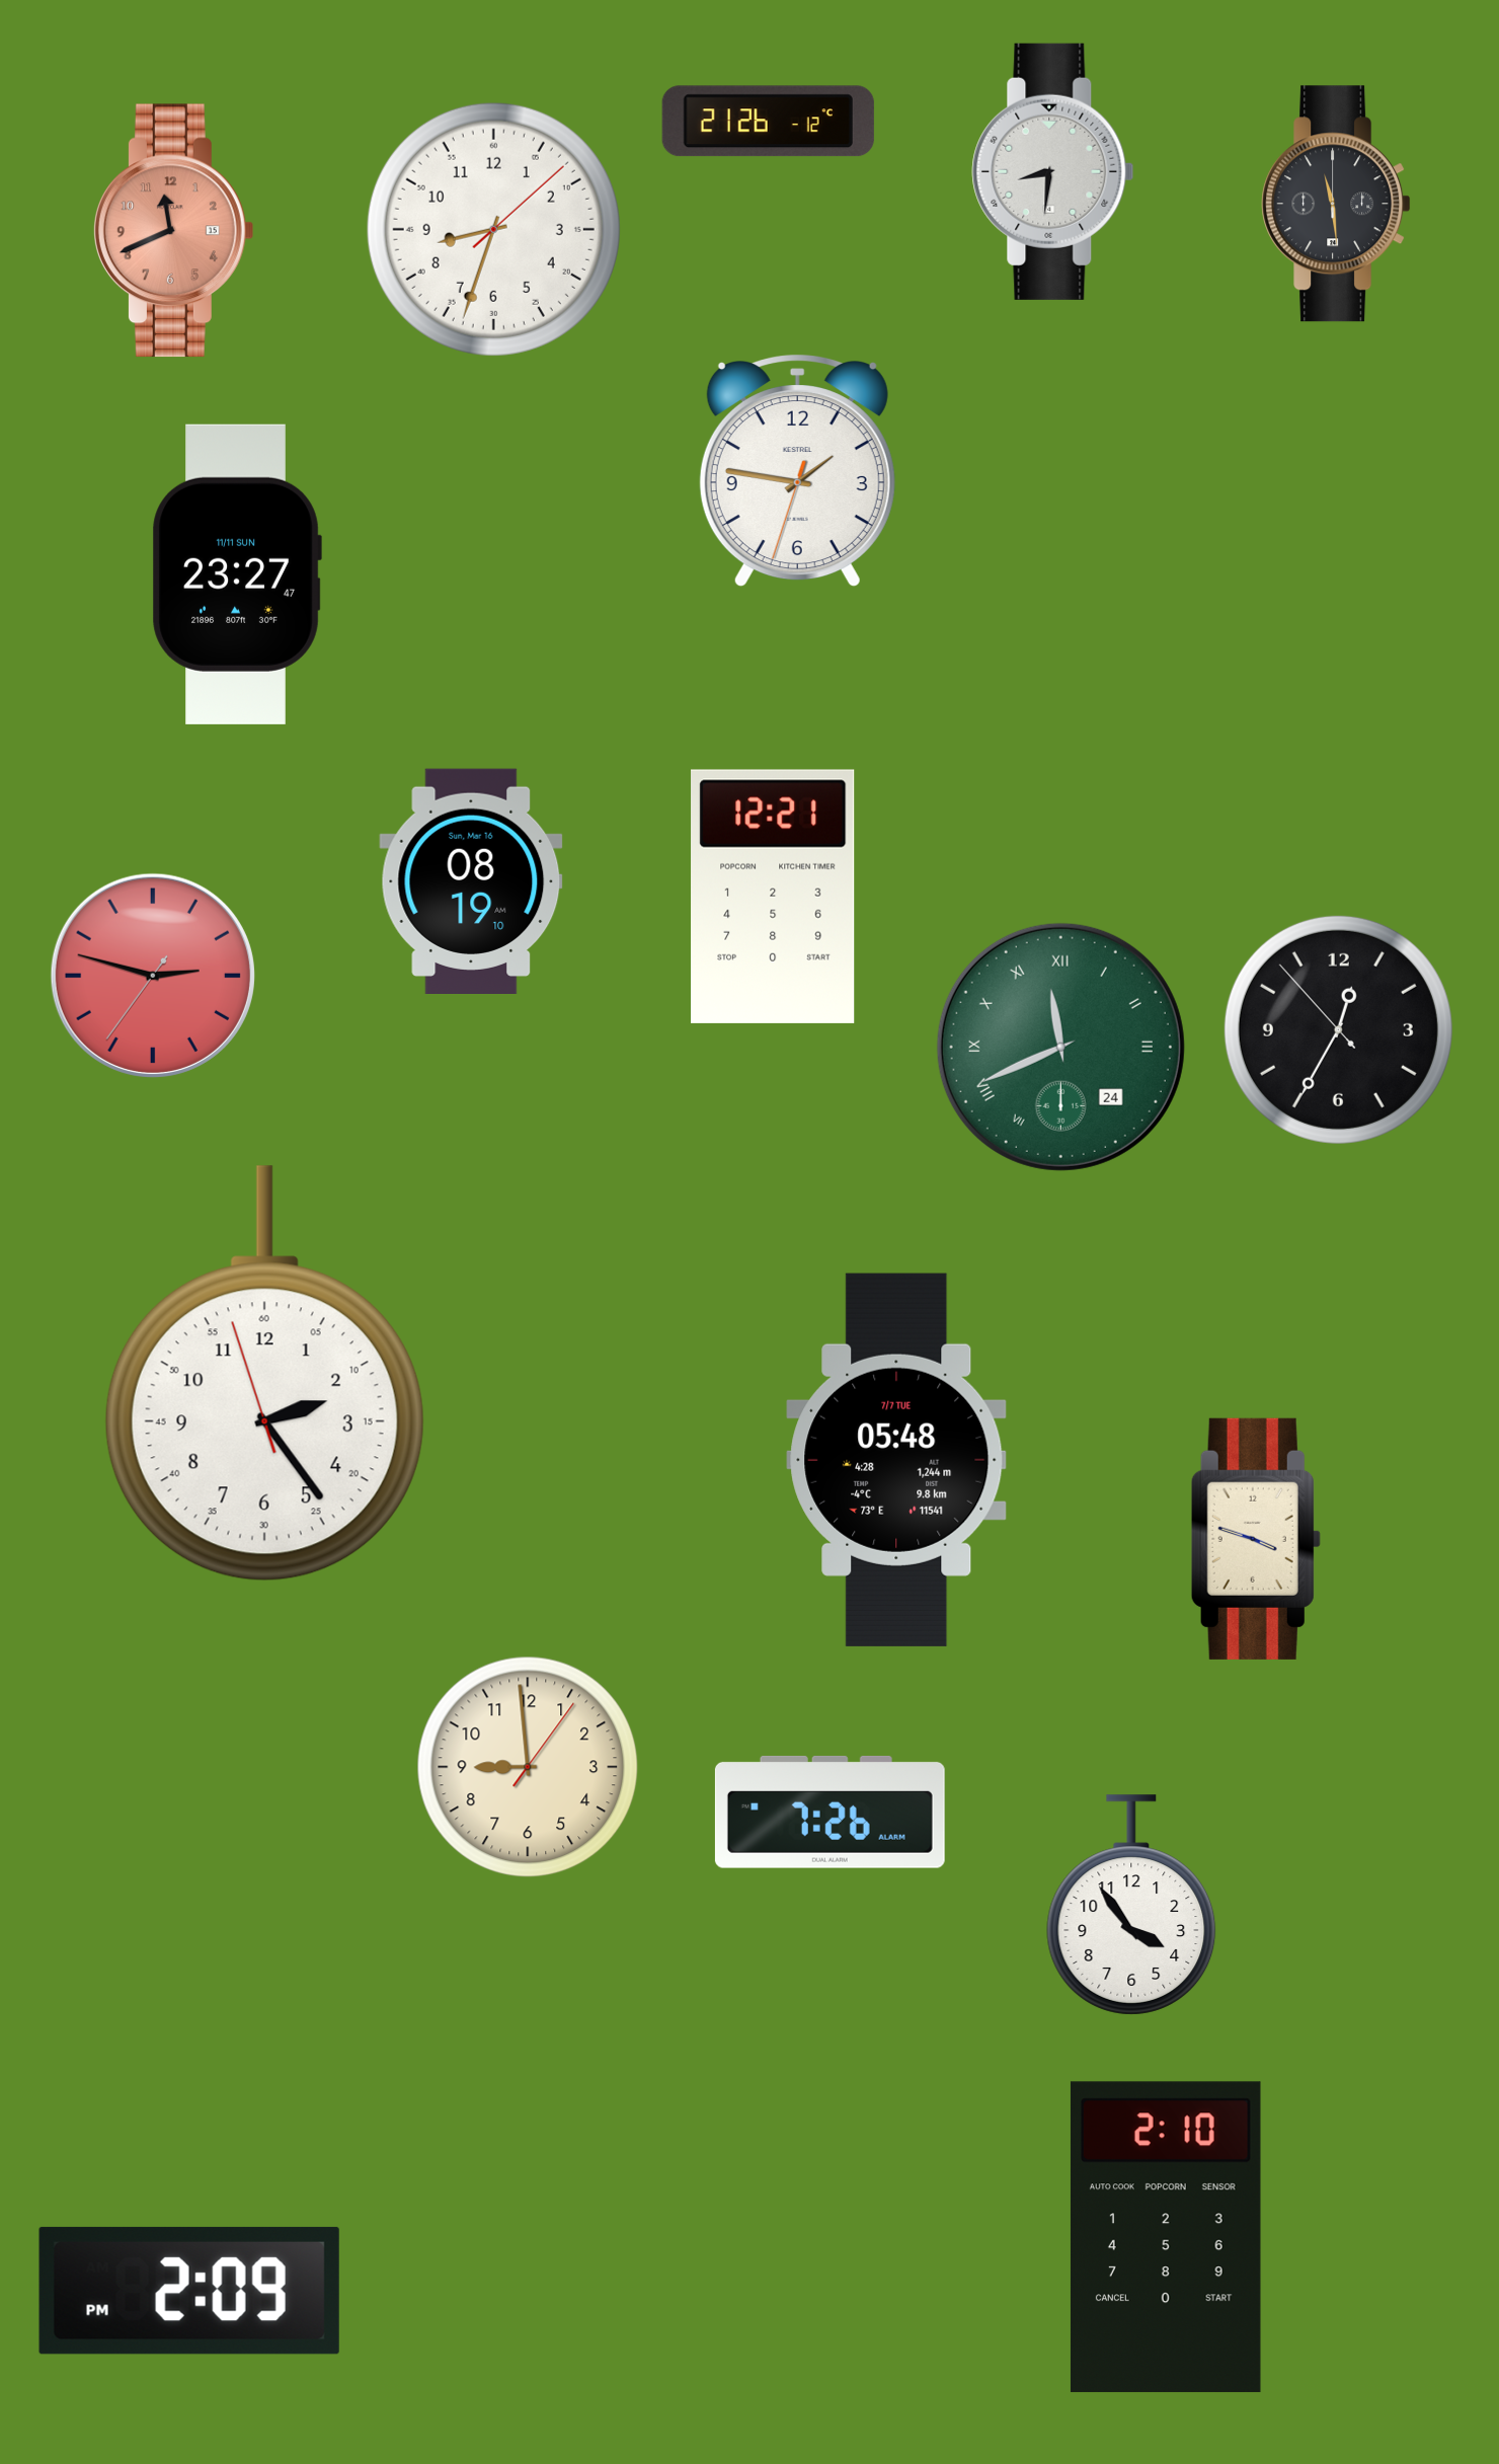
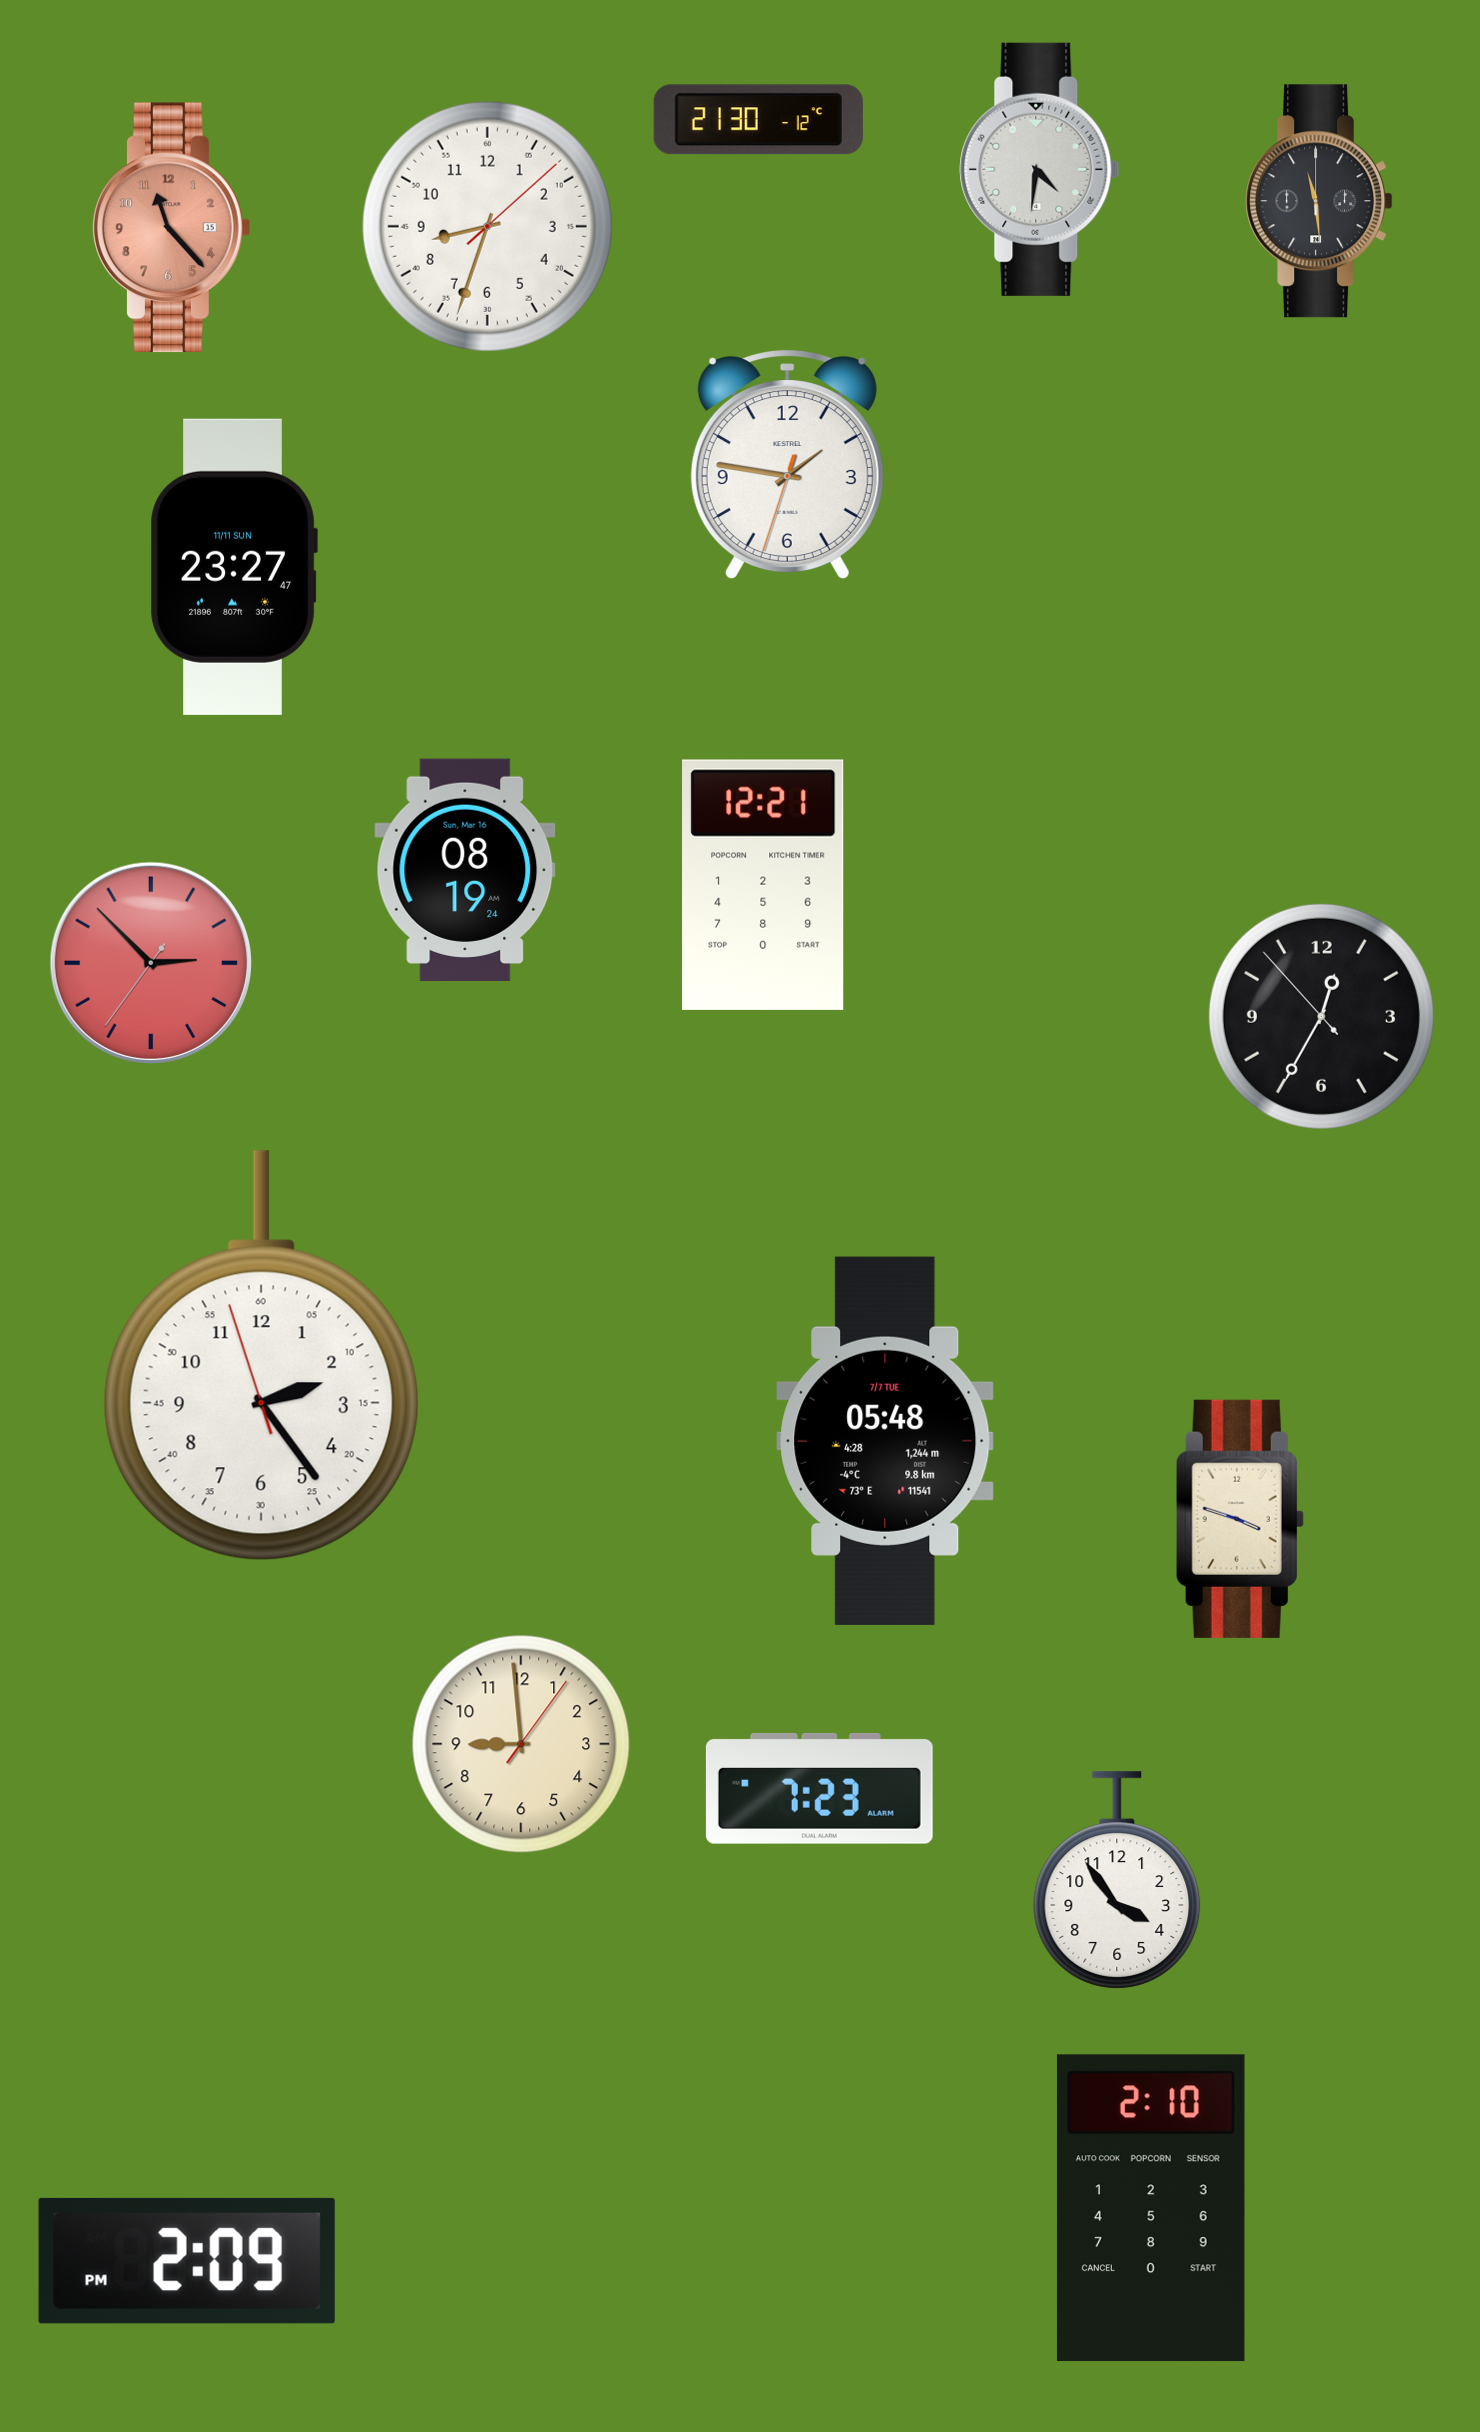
clock at (768, 122): 21:26 -> 21:30
clock at (1053, 171): 8:31 -> 4:31
clock at (173, 231): 11:41 -> 11:23
clock at (471, 880): 08:19:10 -> 08:19:24
clock at (153, 976): 2:47 -> 2:52
clock at (1060, 1047): 11:41 -> none
clock at (830, 1812): 7:26 -> 7:23
